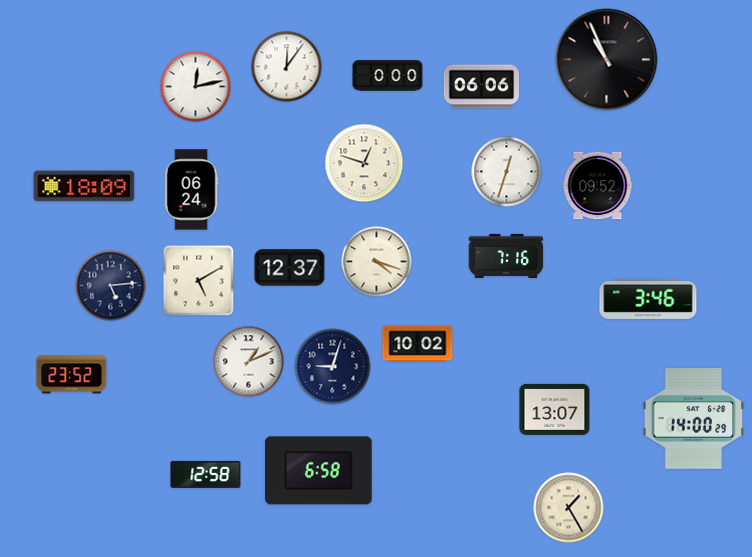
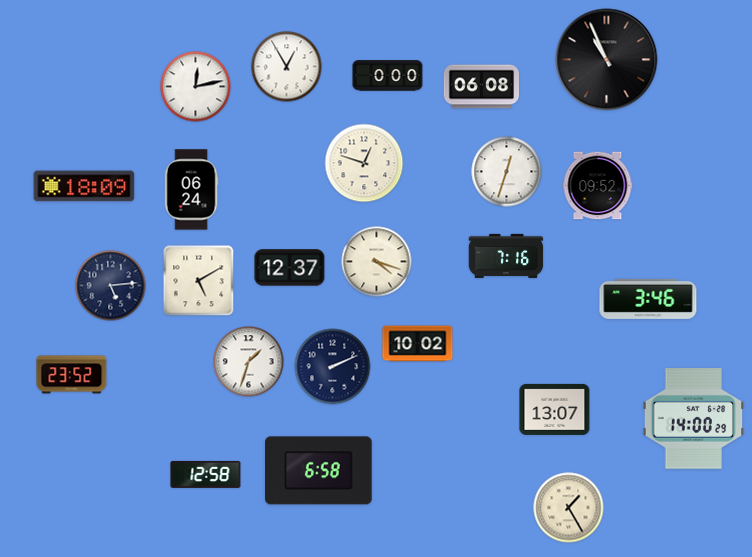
clock at (287, 67): 12:06 -> 12:55
clock at (482, 87): 06:06 -> 06:08
clock at (249, 362): 1:11 -> 1:33
clock at (333, 367): 9:03 -> 2:11
